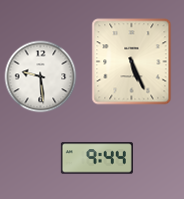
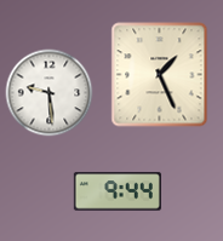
clock at (132, 62): 5:26 -> 1:26
